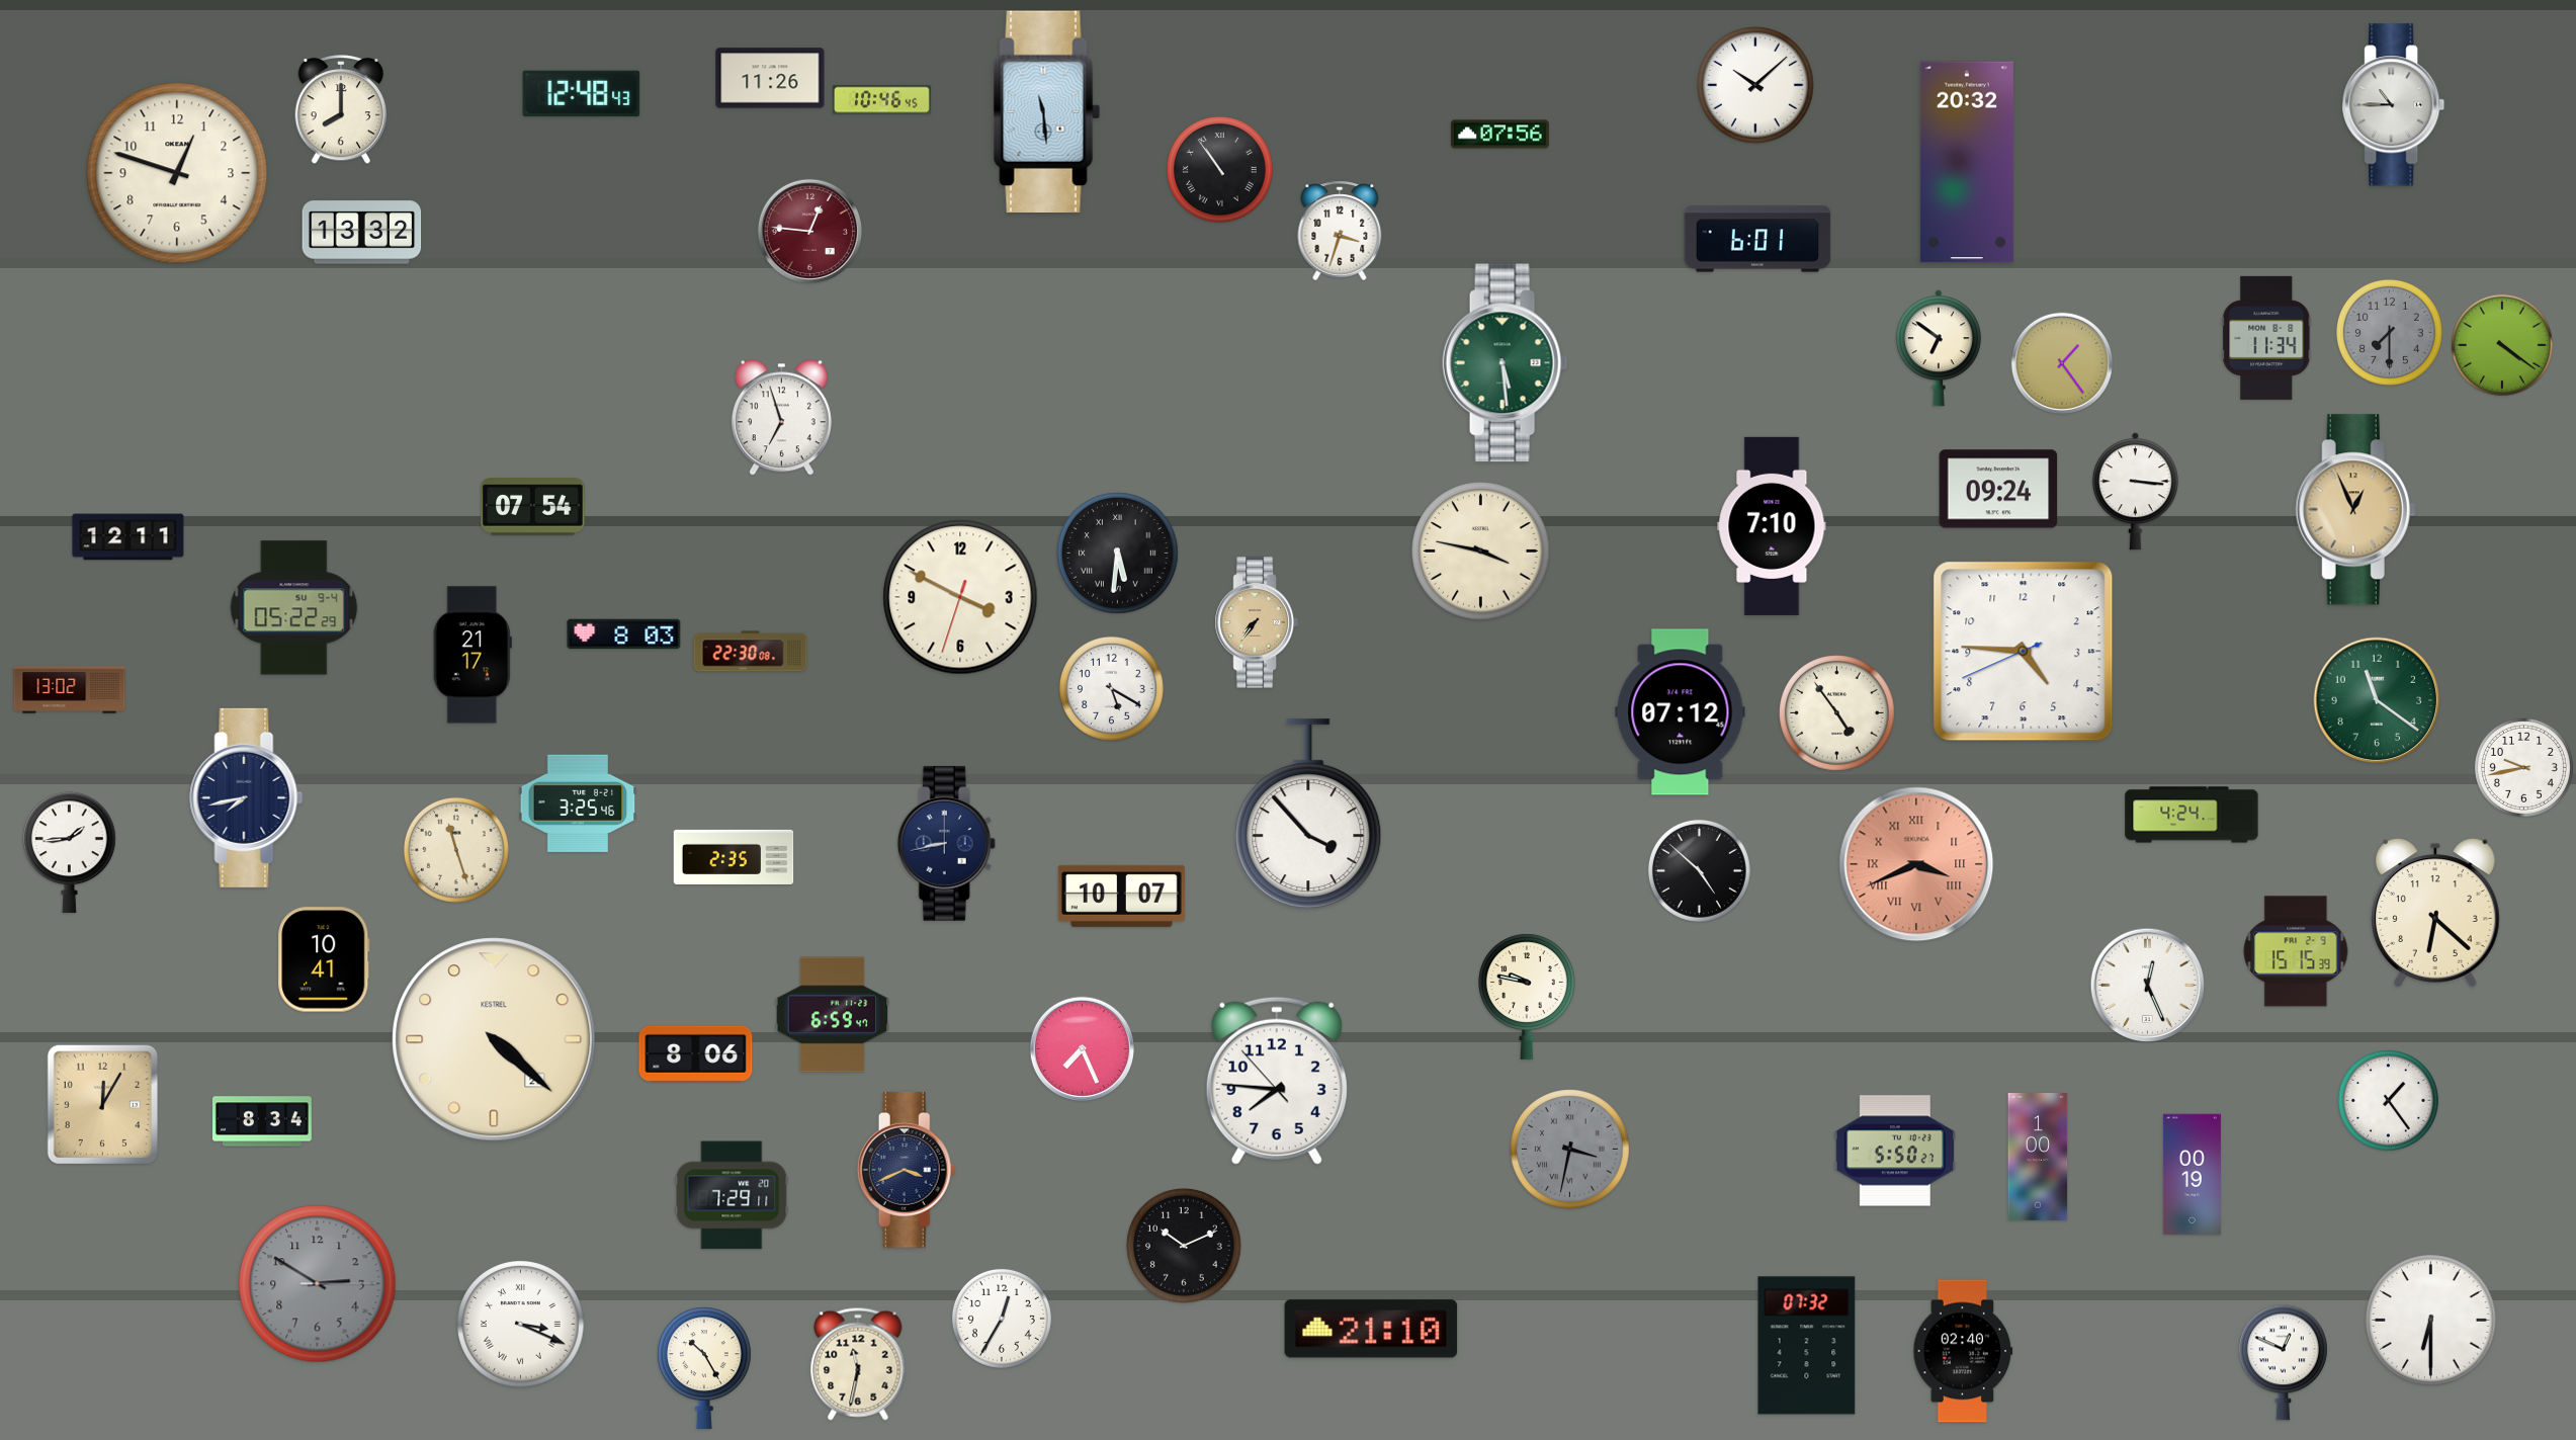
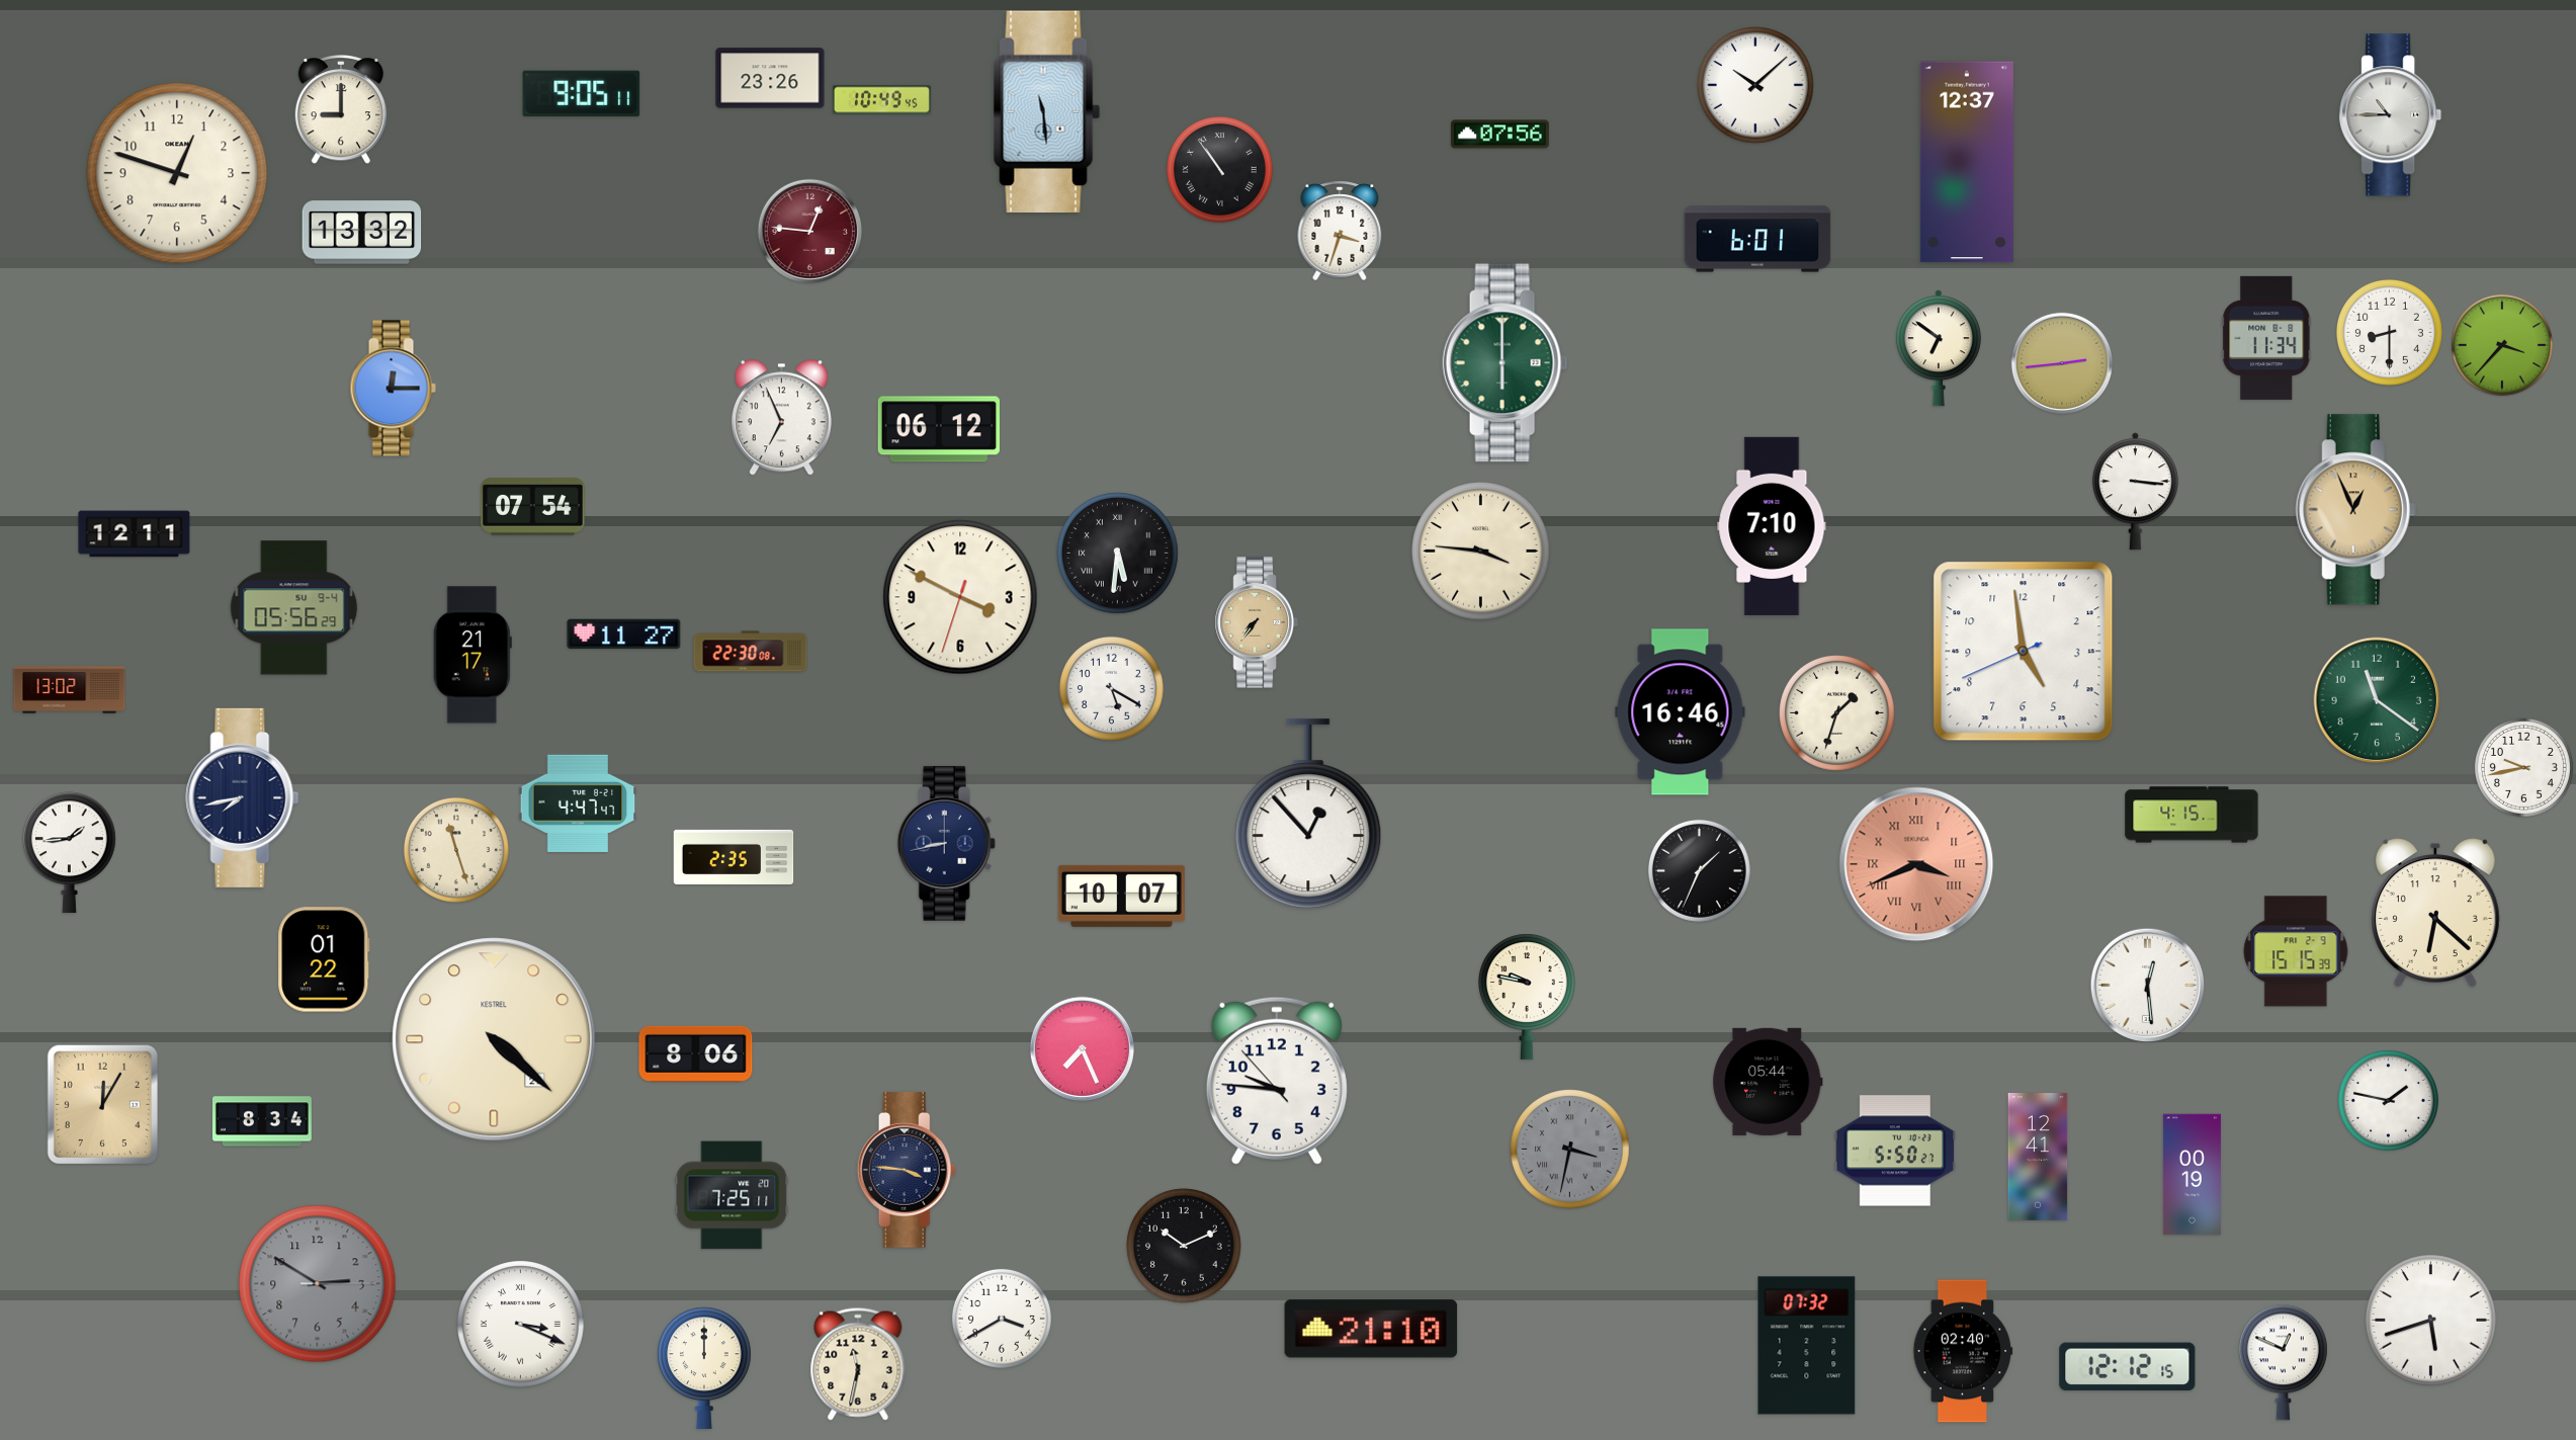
clock at (770, 78): 11:26 -> 23:26
clock at (582, 94): 12:48 -> 9:05
clock at (881, 100): 10:46 -> 10:49
clock at (2394, 105) position: (2394, 105) -> (2391, 115)
clock at (341, 110): 8:00 -> 9:00
clock at (1967, 162): 20:32 -> 12:37
clock at (2389, 332): 7:30 -> 8:30
clock at (2389, 332) dial: grey -> white
clock at (2502, 345): 4:21 -> 3:37
clock at (1506, 363): 5:29 -> 6:00
clock at (2062, 363): 1:24 -> 2:44
clock at (393, 389): none -> 12:15
clock at (781, 418): 6:57 -> 6:56
clock at (939, 429): none -> 06:12
clock at (1998, 489): 09:24 -> none
clock at (128, 537) position: (128, 537) -> (135, 534)
clock at (1481, 552): 3:47 -> 3:46
clock at (294, 608): 05:22 -> 05:56
clock at (624, 634): 8:03 -> 11:27
clock at (2024, 652): 4:45 -> 4:58
clock at (1681, 712): 07:12 -> 16:46
clock at (1837, 713): 4:54 -> 1:33
clock at (247, 797) position: (247, 797) -> (243, 797)
clock at (578, 803): 3:25 -> 4:47
clock at (1308, 815): 3:53 -> 12:53
clock at (2192, 815): 4:24 -> 4:15
clock at (1699, 870): 4:52 -> 1:34
clock at (324, 959): 10:41 -> 01:22
clock at (2148, 986): 12:26 -> 12:29
clock at (833, 1015): 6:59 -> none
clock at (1277, 1081): 7:45 -> 9:45
clock at (1768, 1082): none -> 05:44
clock at (2388, 1100): 1:24 -> 1:47
clock at (2038, 1158): 1:00 -> 12:41
clock at (907, 1170): 3:41 -> 3:46
clock at (732, 1195): 7:29 -> 7:25
clock at (1002, 1319): 12:35 -> 3:40
clock at (2431, 1321): 6:30 -> 5:42
clock at (2128, 1367): none -> 12:12
clock at (705, 1368): 10:25 -> 12:00
